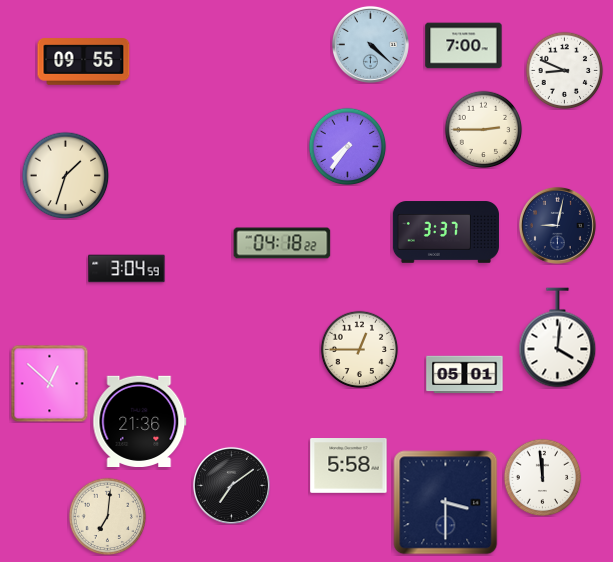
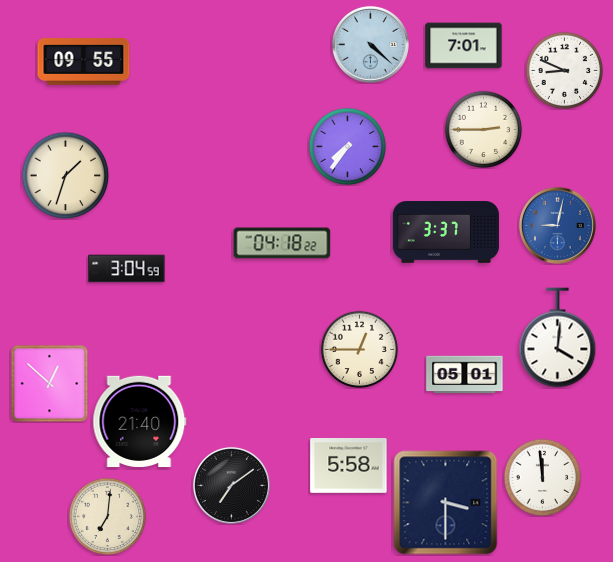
clock at (464, 46): 7:00 -> 7:01
clock at (557, 225) dial: navy -> blue
clock at (140, 421): 21:36 -> 21:40
